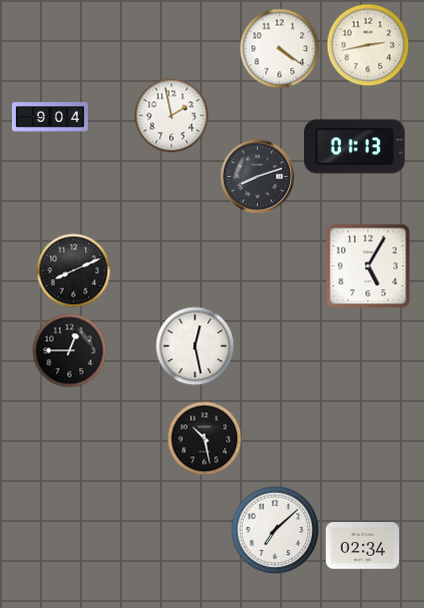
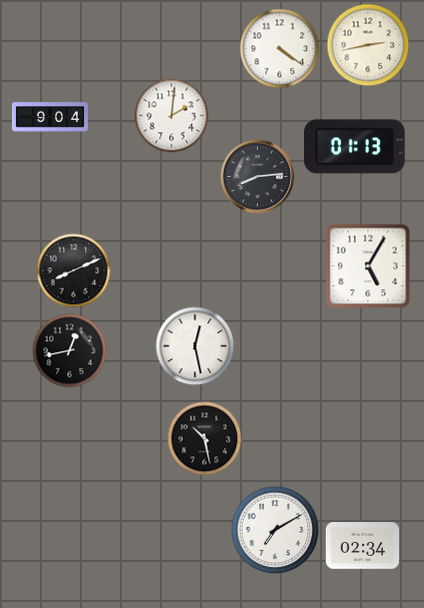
clock at (172, 116): 1:58 -> 2:01
clock at (258, 177): 8:12 -> 8:14
clock at (70, 351): 12:45 -> 12:43
clock at (275, 530): 7:08 -> 7:10
